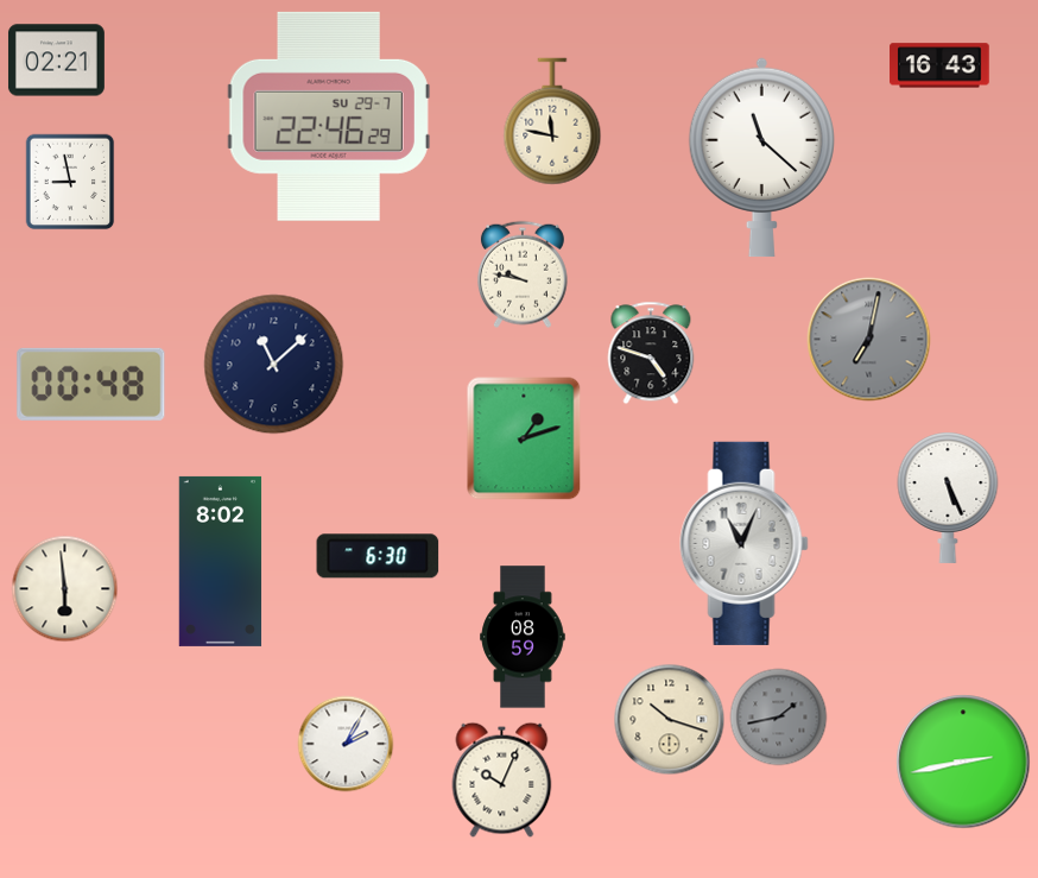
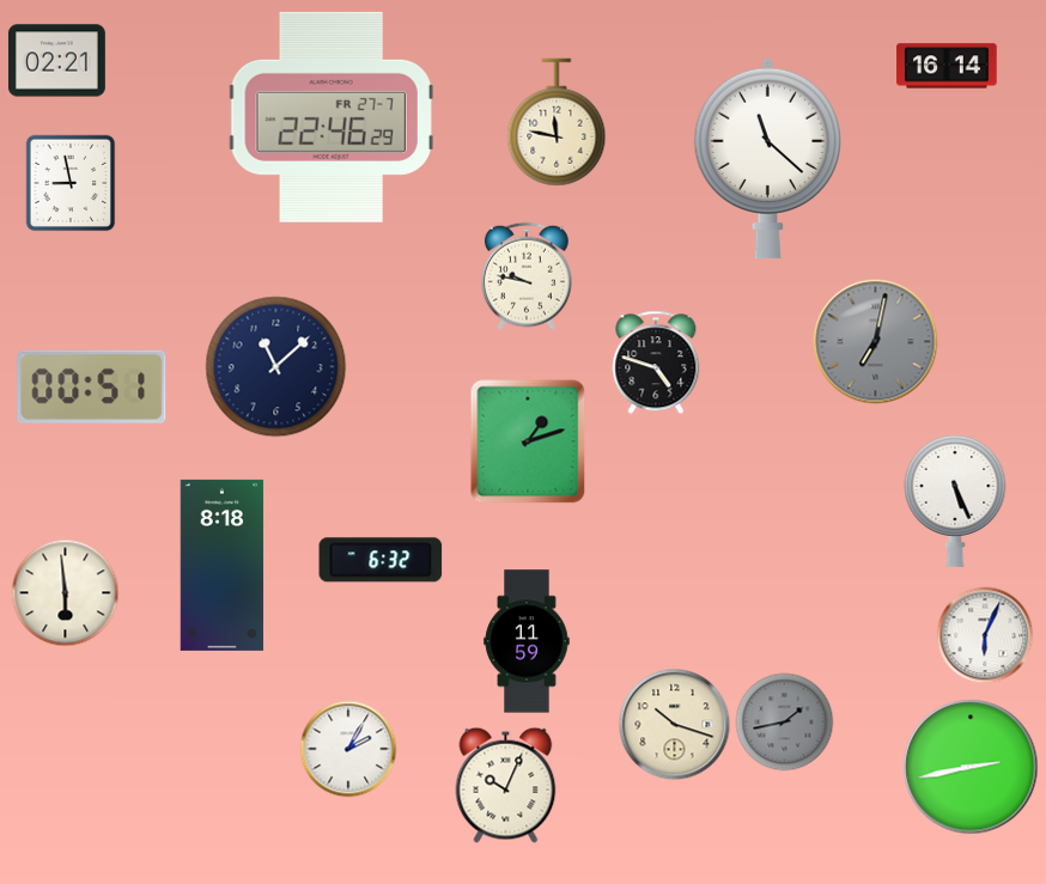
clock at (939, 65): 16:43 -> 16:14
clock at (329, 116) date: SU 29-7 -> FR 27-7
clock at (651, 353) position: (651, 353) -> (656, 362)
clock at (91, 384): 00:48 -> 00:51
clock at (745, 543): 11:04 -> none
clock at (378, 556): 6:30 -> 6:32
clock at (221, 561): 8:02 -> 8:18
clock at (985, 635): none -> 6:04
clock at (523, 637): 08:59 -> 11:59
